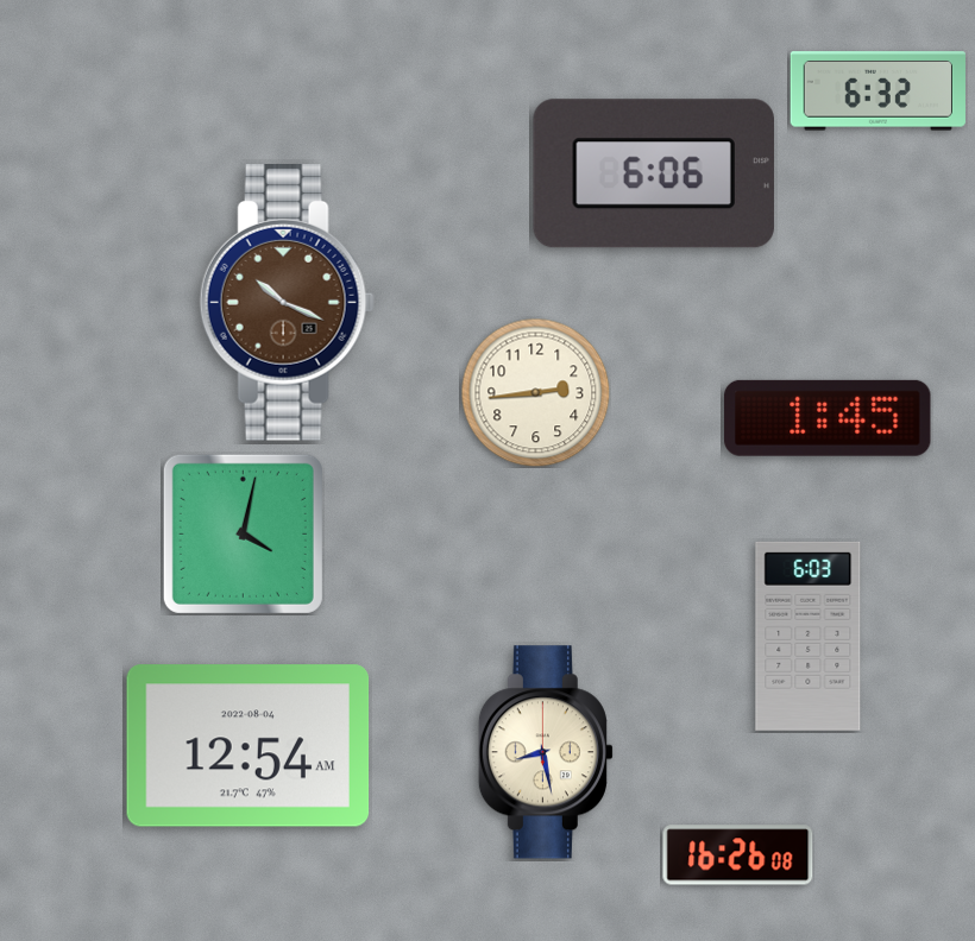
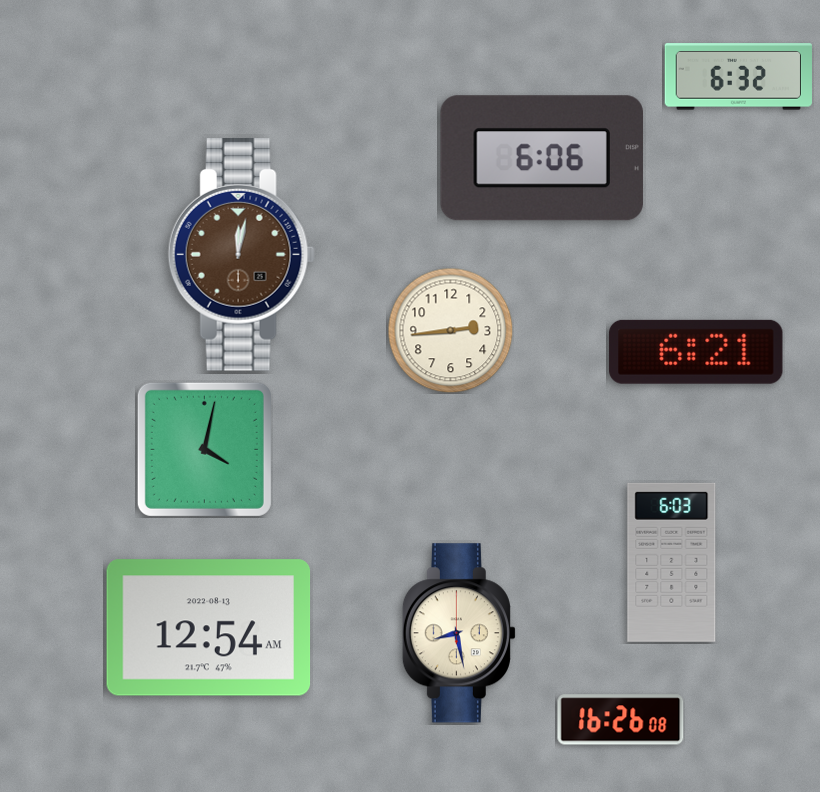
clock at (654, 173) position: (654, 173) -> (542, 158)
clock at (287, 303): 10:19 -> 12:02
clock at (828, 418): 1:45 -> 6:21
clock at (809, 636) position: (809, 636) -> (672, 562)
clock at (249, 746) date: 2022-08-04 -> 2022-08-13
